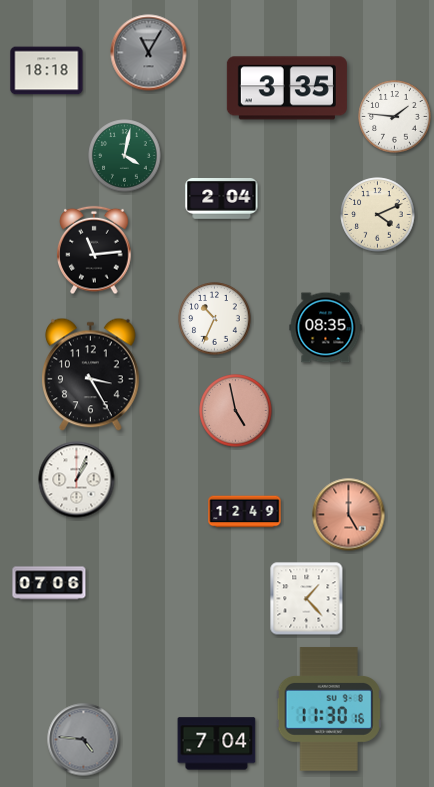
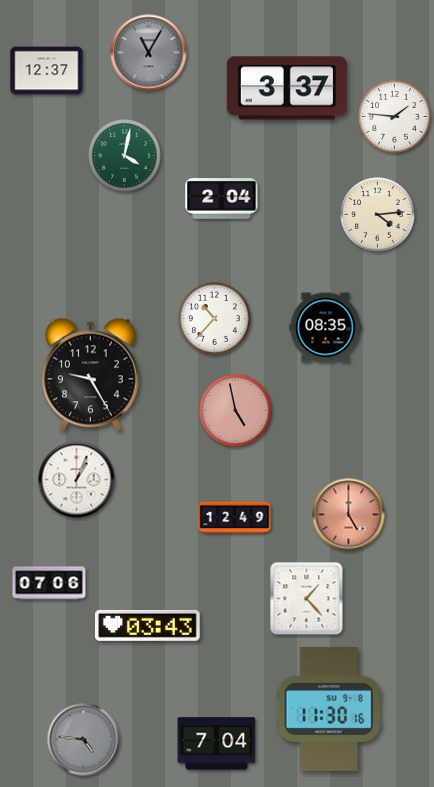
clock at (47, 71): 18:18 -> 12:37
clock at (287, 88): 3:35 -> 3:37
clock at (378, 215): 4:11 -> 4:14
clock at (94, 250): 11:14 -> none
clock at (215, 319): 10:34 -> 10:37
clock at (91, 375): 3:25 -> 9:25
clock at (245, 512) position: (245, 512) -> (235, 518)
clock at (148, 625): none -> 03:43
